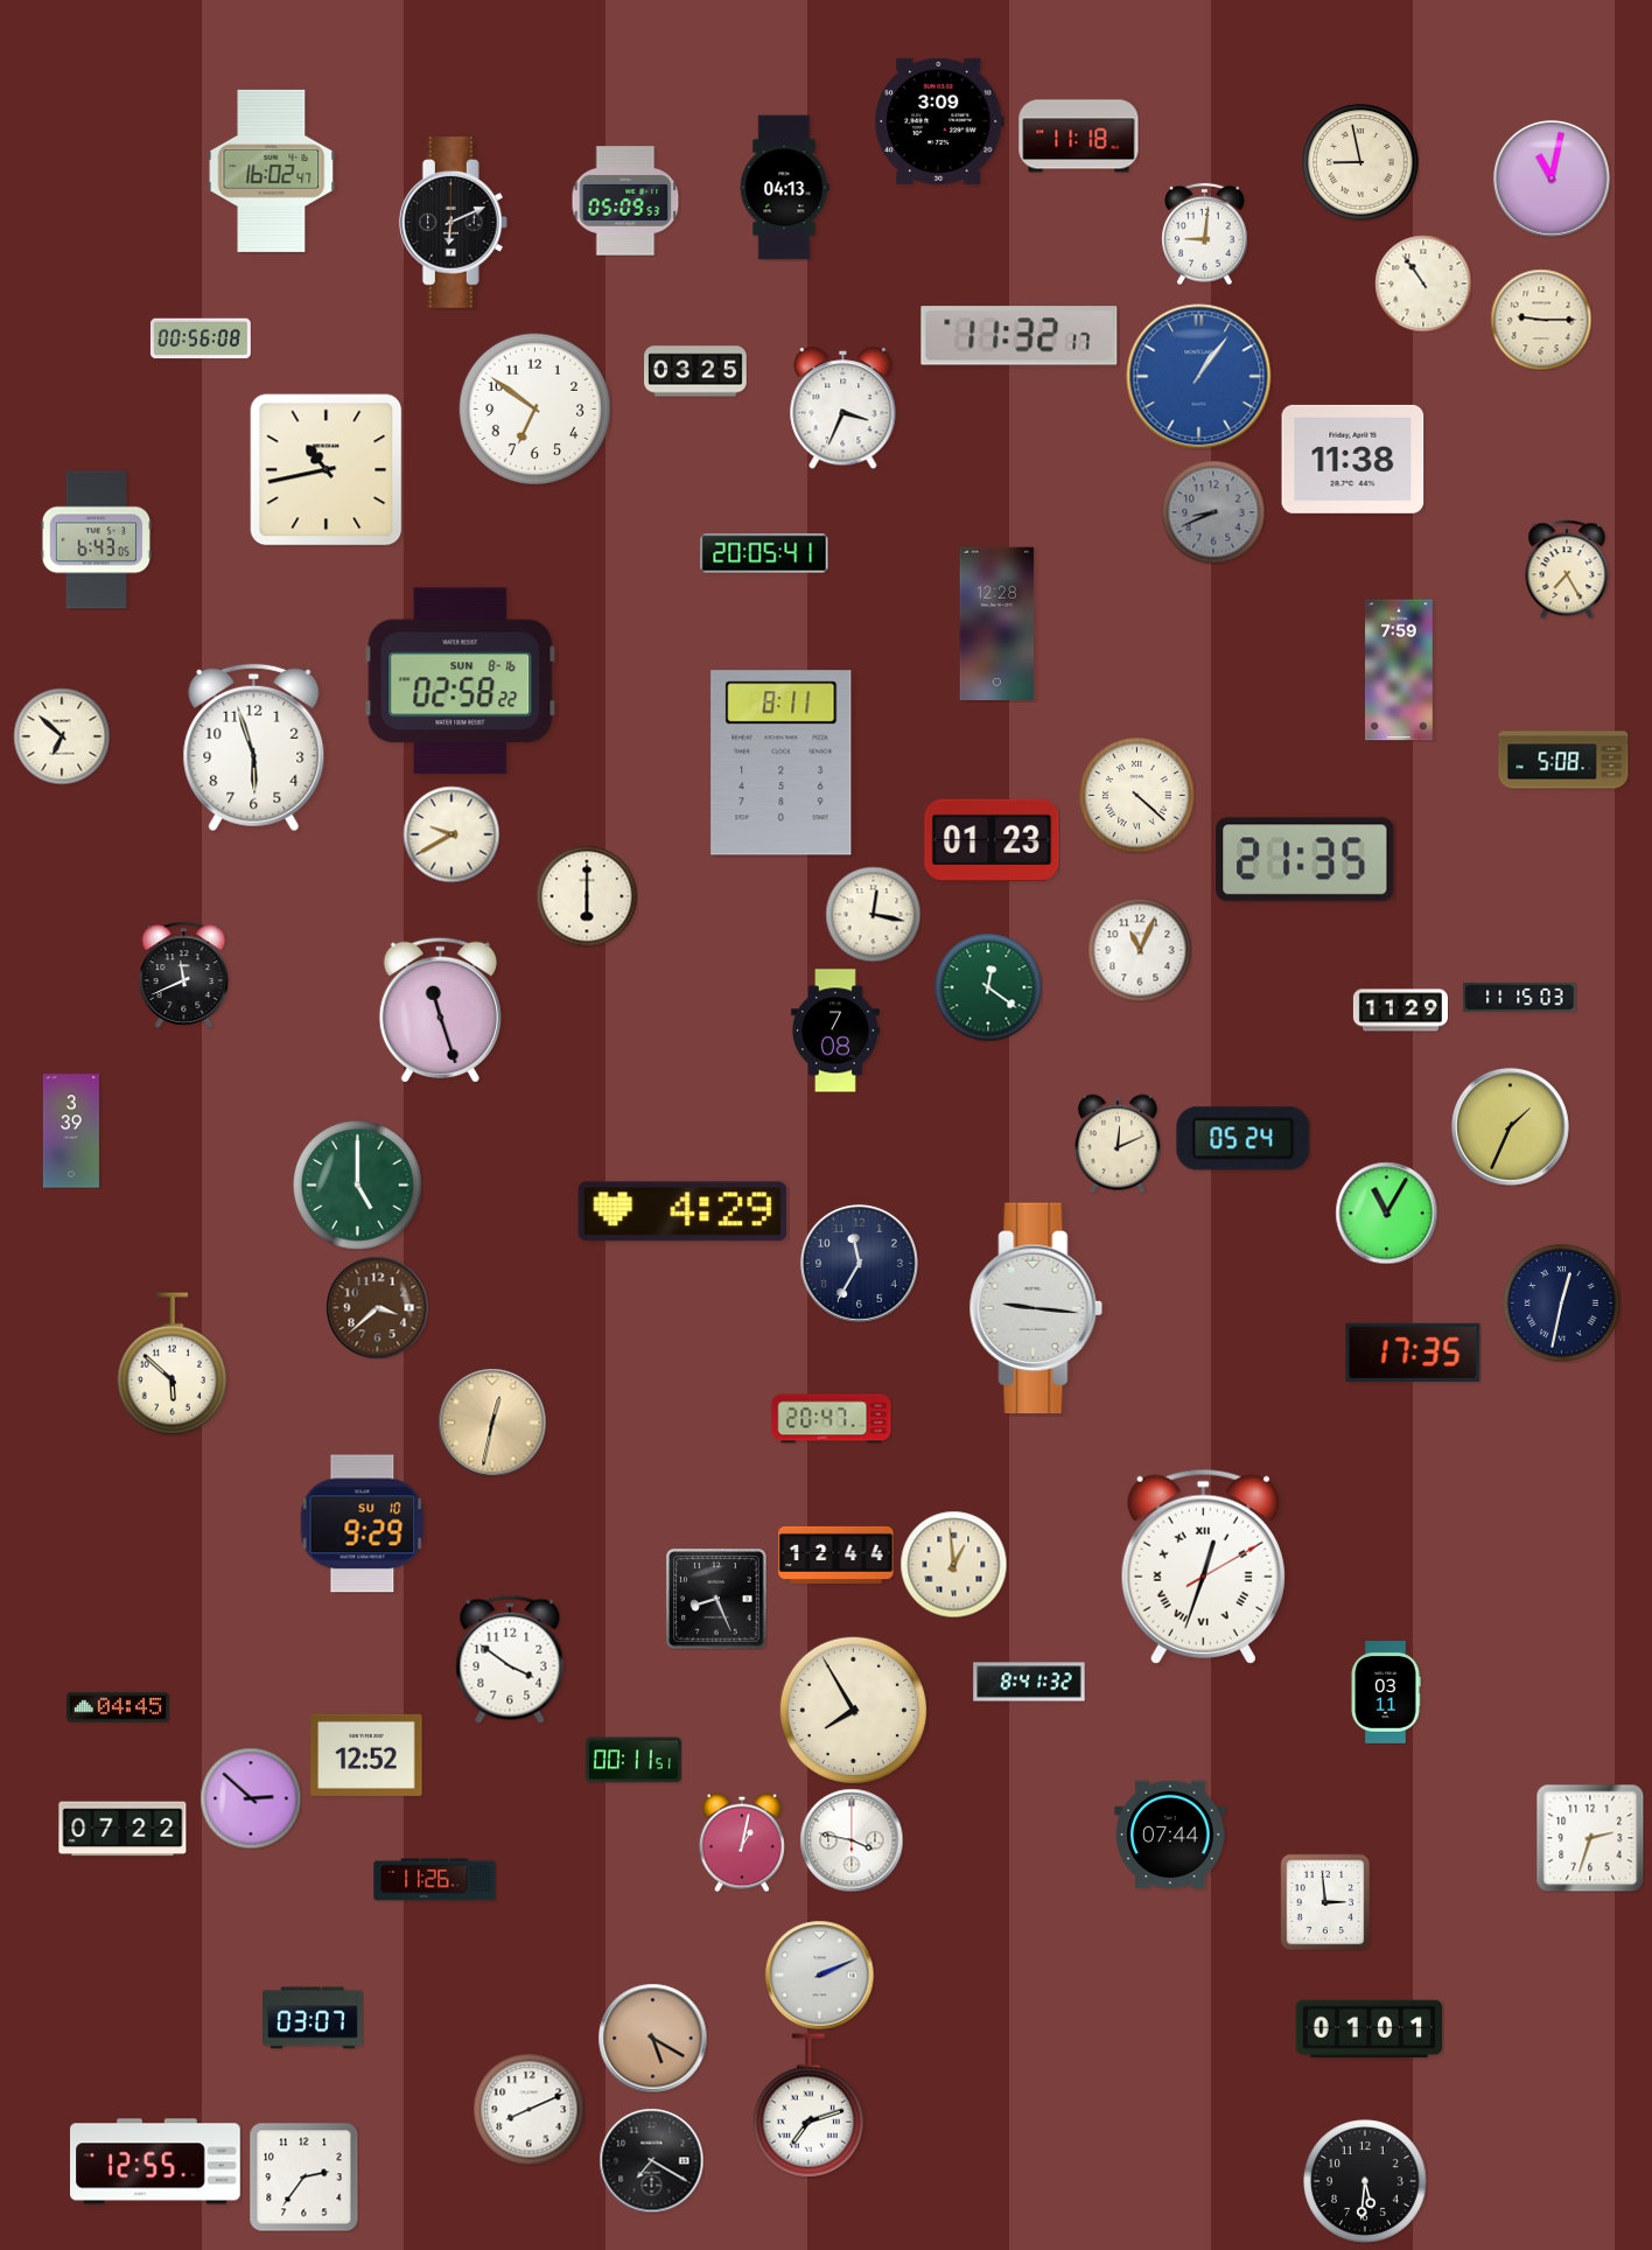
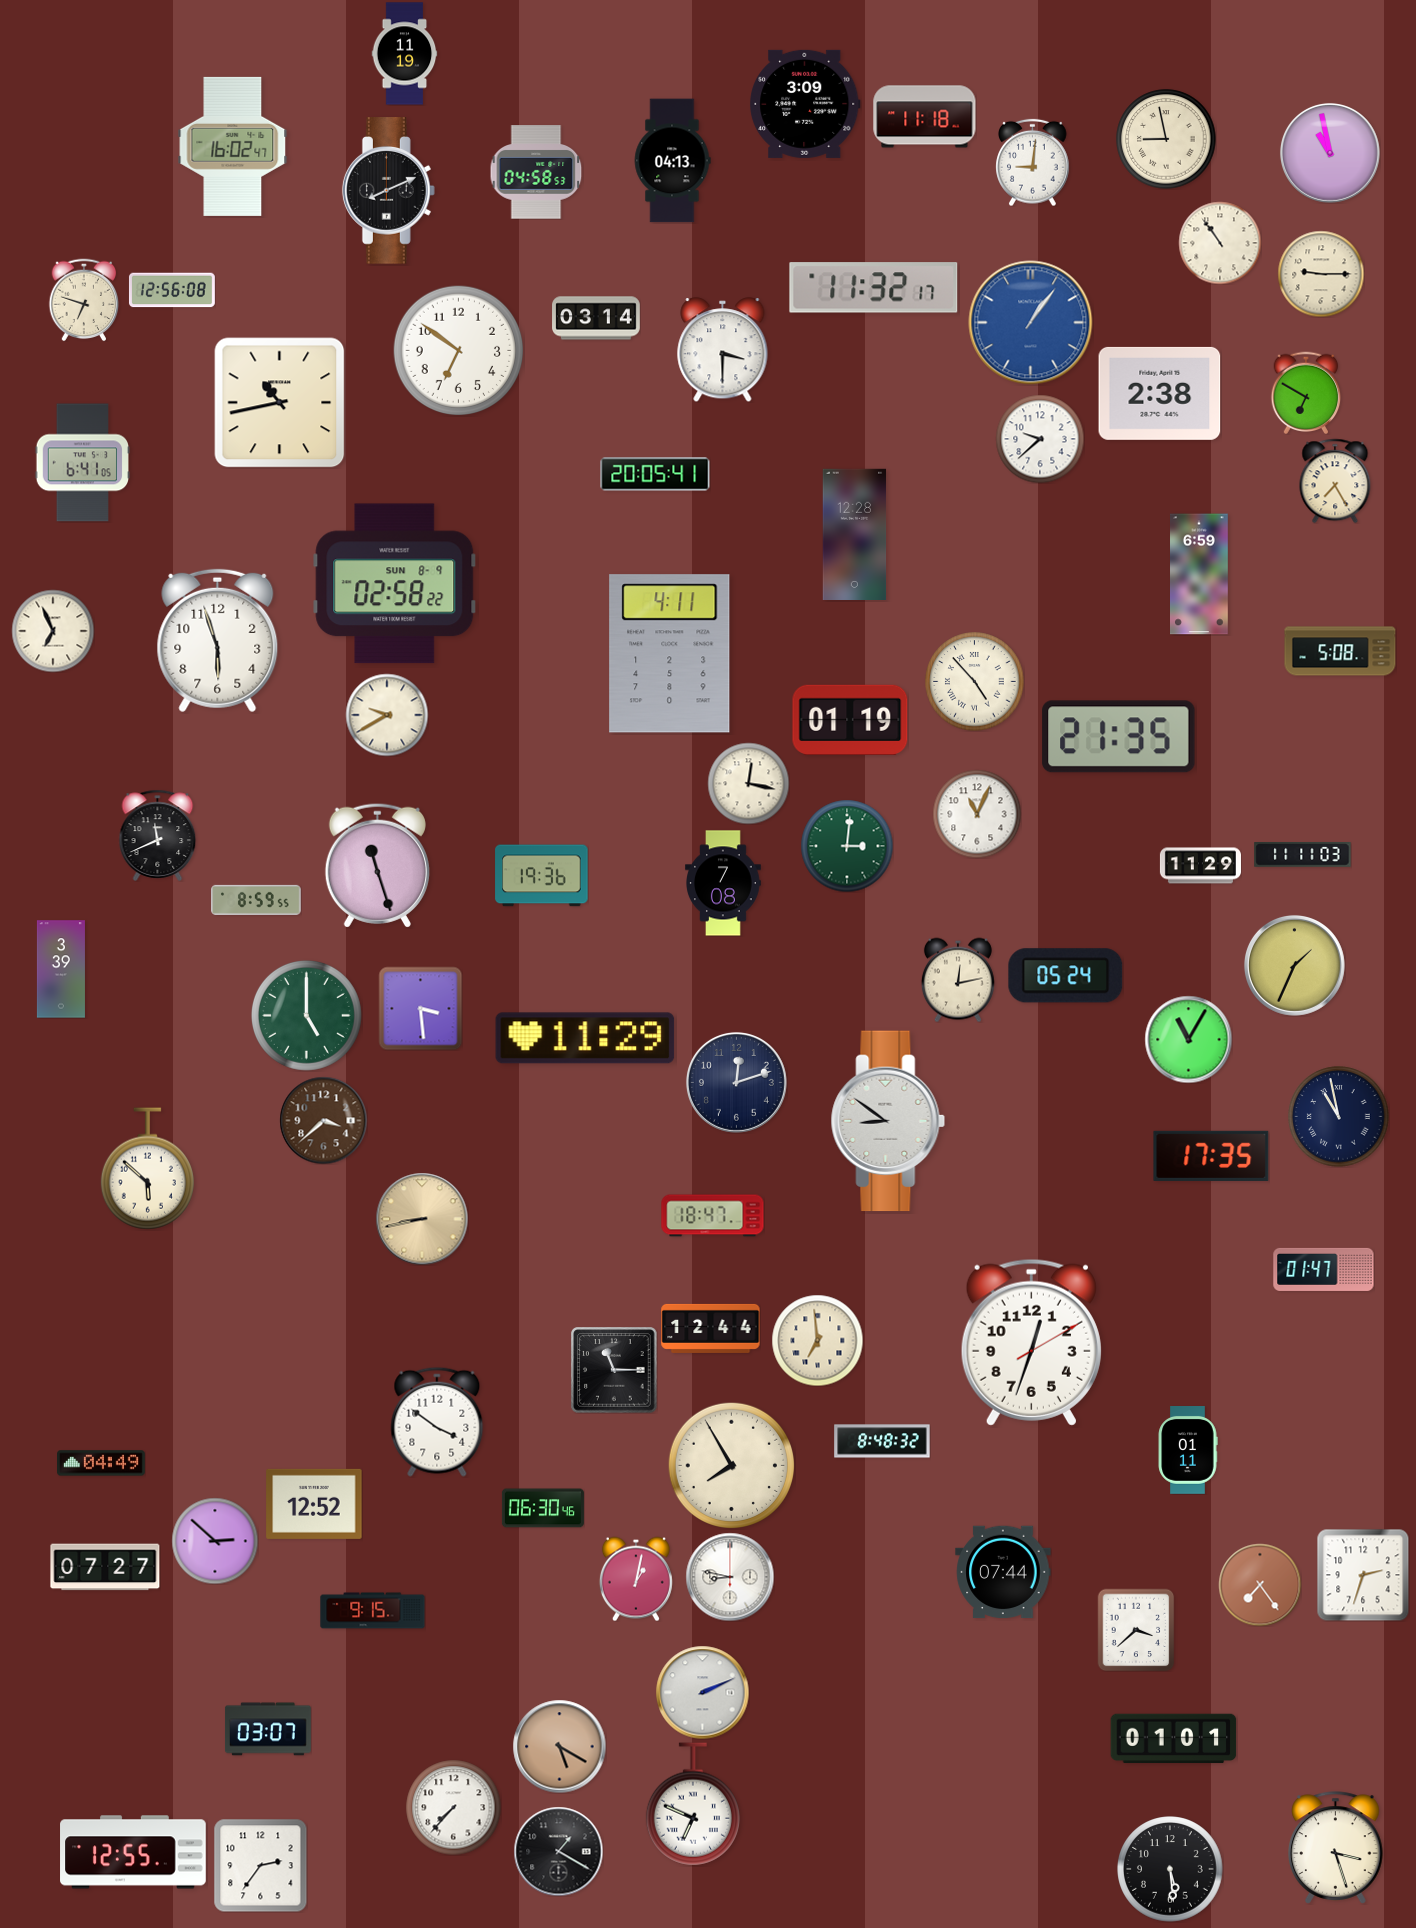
clock at (405, 54): none -> 11:19
clock at (1552, 179): 11:02 -> 10:58
clock at (625, 201): 05:09 -> 04:58
clock at (453, 223): 6:11 -> 8:11
clock at (1205, 233) position: (1205, 233) -> (1033, 162)
clock at (201, 338): 00:56 -> 12:56
clock at (84, 300): none -> 6:48
clock at (695, 371): 03:25 -> 03:14
clock at (1199, 377) position: (1199, 377) -> (1031, 323)
clock at (843, 408): 3:34 -> 3:30
clock at (1353, 459): 11:38 -> 2:38
clock at (1306, 393): none -> 6:50
clock at (1213, 512): 8:41 -> 9:38
clock at (1213, 512) dial: grey -> white
clock at (97, 540): 6:43 -> 6:41
clock at (1567, 570) position: (1567, 570) -> (1335, 481)
clock at (1400, 670): 7:59 -> 6:59
clock at (461, 682) date: SUN 8-16 -> SUN 8-9
clock at (62, 736): 6:52 -> 6:56
clock at (782, 763): 8:11 -> 4:11
clock at (1137, 796): 4:22 -> 4:53
clock at (992, 840): 01:23 -> 01:19
clock at (587, 896): 6:00 -> none
clock at (988, 987): 12:21 -> 3:01
clock at (1520, 998): 11:15 -> 11:11
clock at (542, 876): none -> 19:36
clock at (836, 1030) position: (836, 1030) -> (724, 883)
clock at (256, 900): none -> 8:59
clock at (1118, 1144): 12:11 -> 12:13
clock at (420, 1008): none -> 3:29
clock at (682, 1211): 4:29 -> 11:29
clock at (859, 1263): 11:35 -> 12:12
clock at (1562, 1304): 12:32 -> 10:58
clock at (1036, 1308): 9:16 -> 8:51
clock at (1413, 1353) position: (1413, 1353) -> (1211, 1156)
clock at (832, 1419): 20:47 -> 18:47
clock at (492, 1423): 12:32 -> 8:43
clock at (1324, 1269): none -> 01:47
clock at (363, 1524): 9:29 -> none
clock at (836, 1554) position: (836, 1554) -> (711, 1328)
clock at (953, 1564): 12:59 -> 6:59
clock at (1203, 1566) numerals: Roman -> Arabic
clock at (716, 1599): 8:26 -> 11:15
clock at (1029, 1682): 8:41 -> 8:48
clock at (1386, 1693): 03:11 -> 01:11
clock at (119, 1707): 04:45 -> 04:49
clock at (633, 1760): 00:11 -> 06:30
clock at (123, 1829): 07:22 -> 07:27
clock at (852, 1840): 3:47 -> 8:47
clock at (1260, 1585): none -> 7:24
clock at (435, 1880): 11:26 -> 9:15
clock at (1325, 1902): 2:59 -> 3:38
clock at (808, 2105): 7:12 -> 6:49
clock at (528, 2109): 8:11 -> 7:37
clock at (1336, 1848): none -> 3:27
clock at (651, 2160): 7:20 -> 1:20
clock at (1365, 2181): 5:31 -> 5:29
